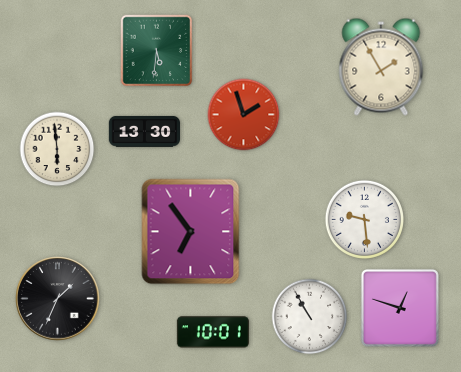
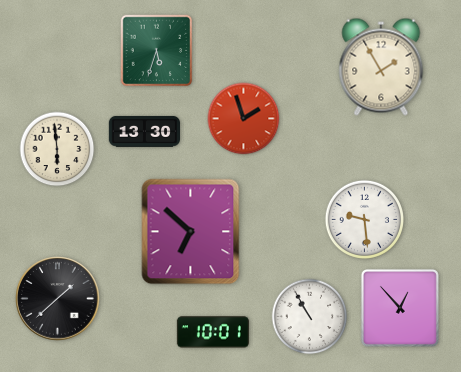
clock at (157, 51): 5:31 -> 5:33
clock at (244, 115) position: (244, 115) -> (244, 119)
clock at (191, 232): 6:54 -> 6:52
clock at (58, 299): 1:34 -> 1:38
clock at (400, 308): 12:48 -> 12:53
